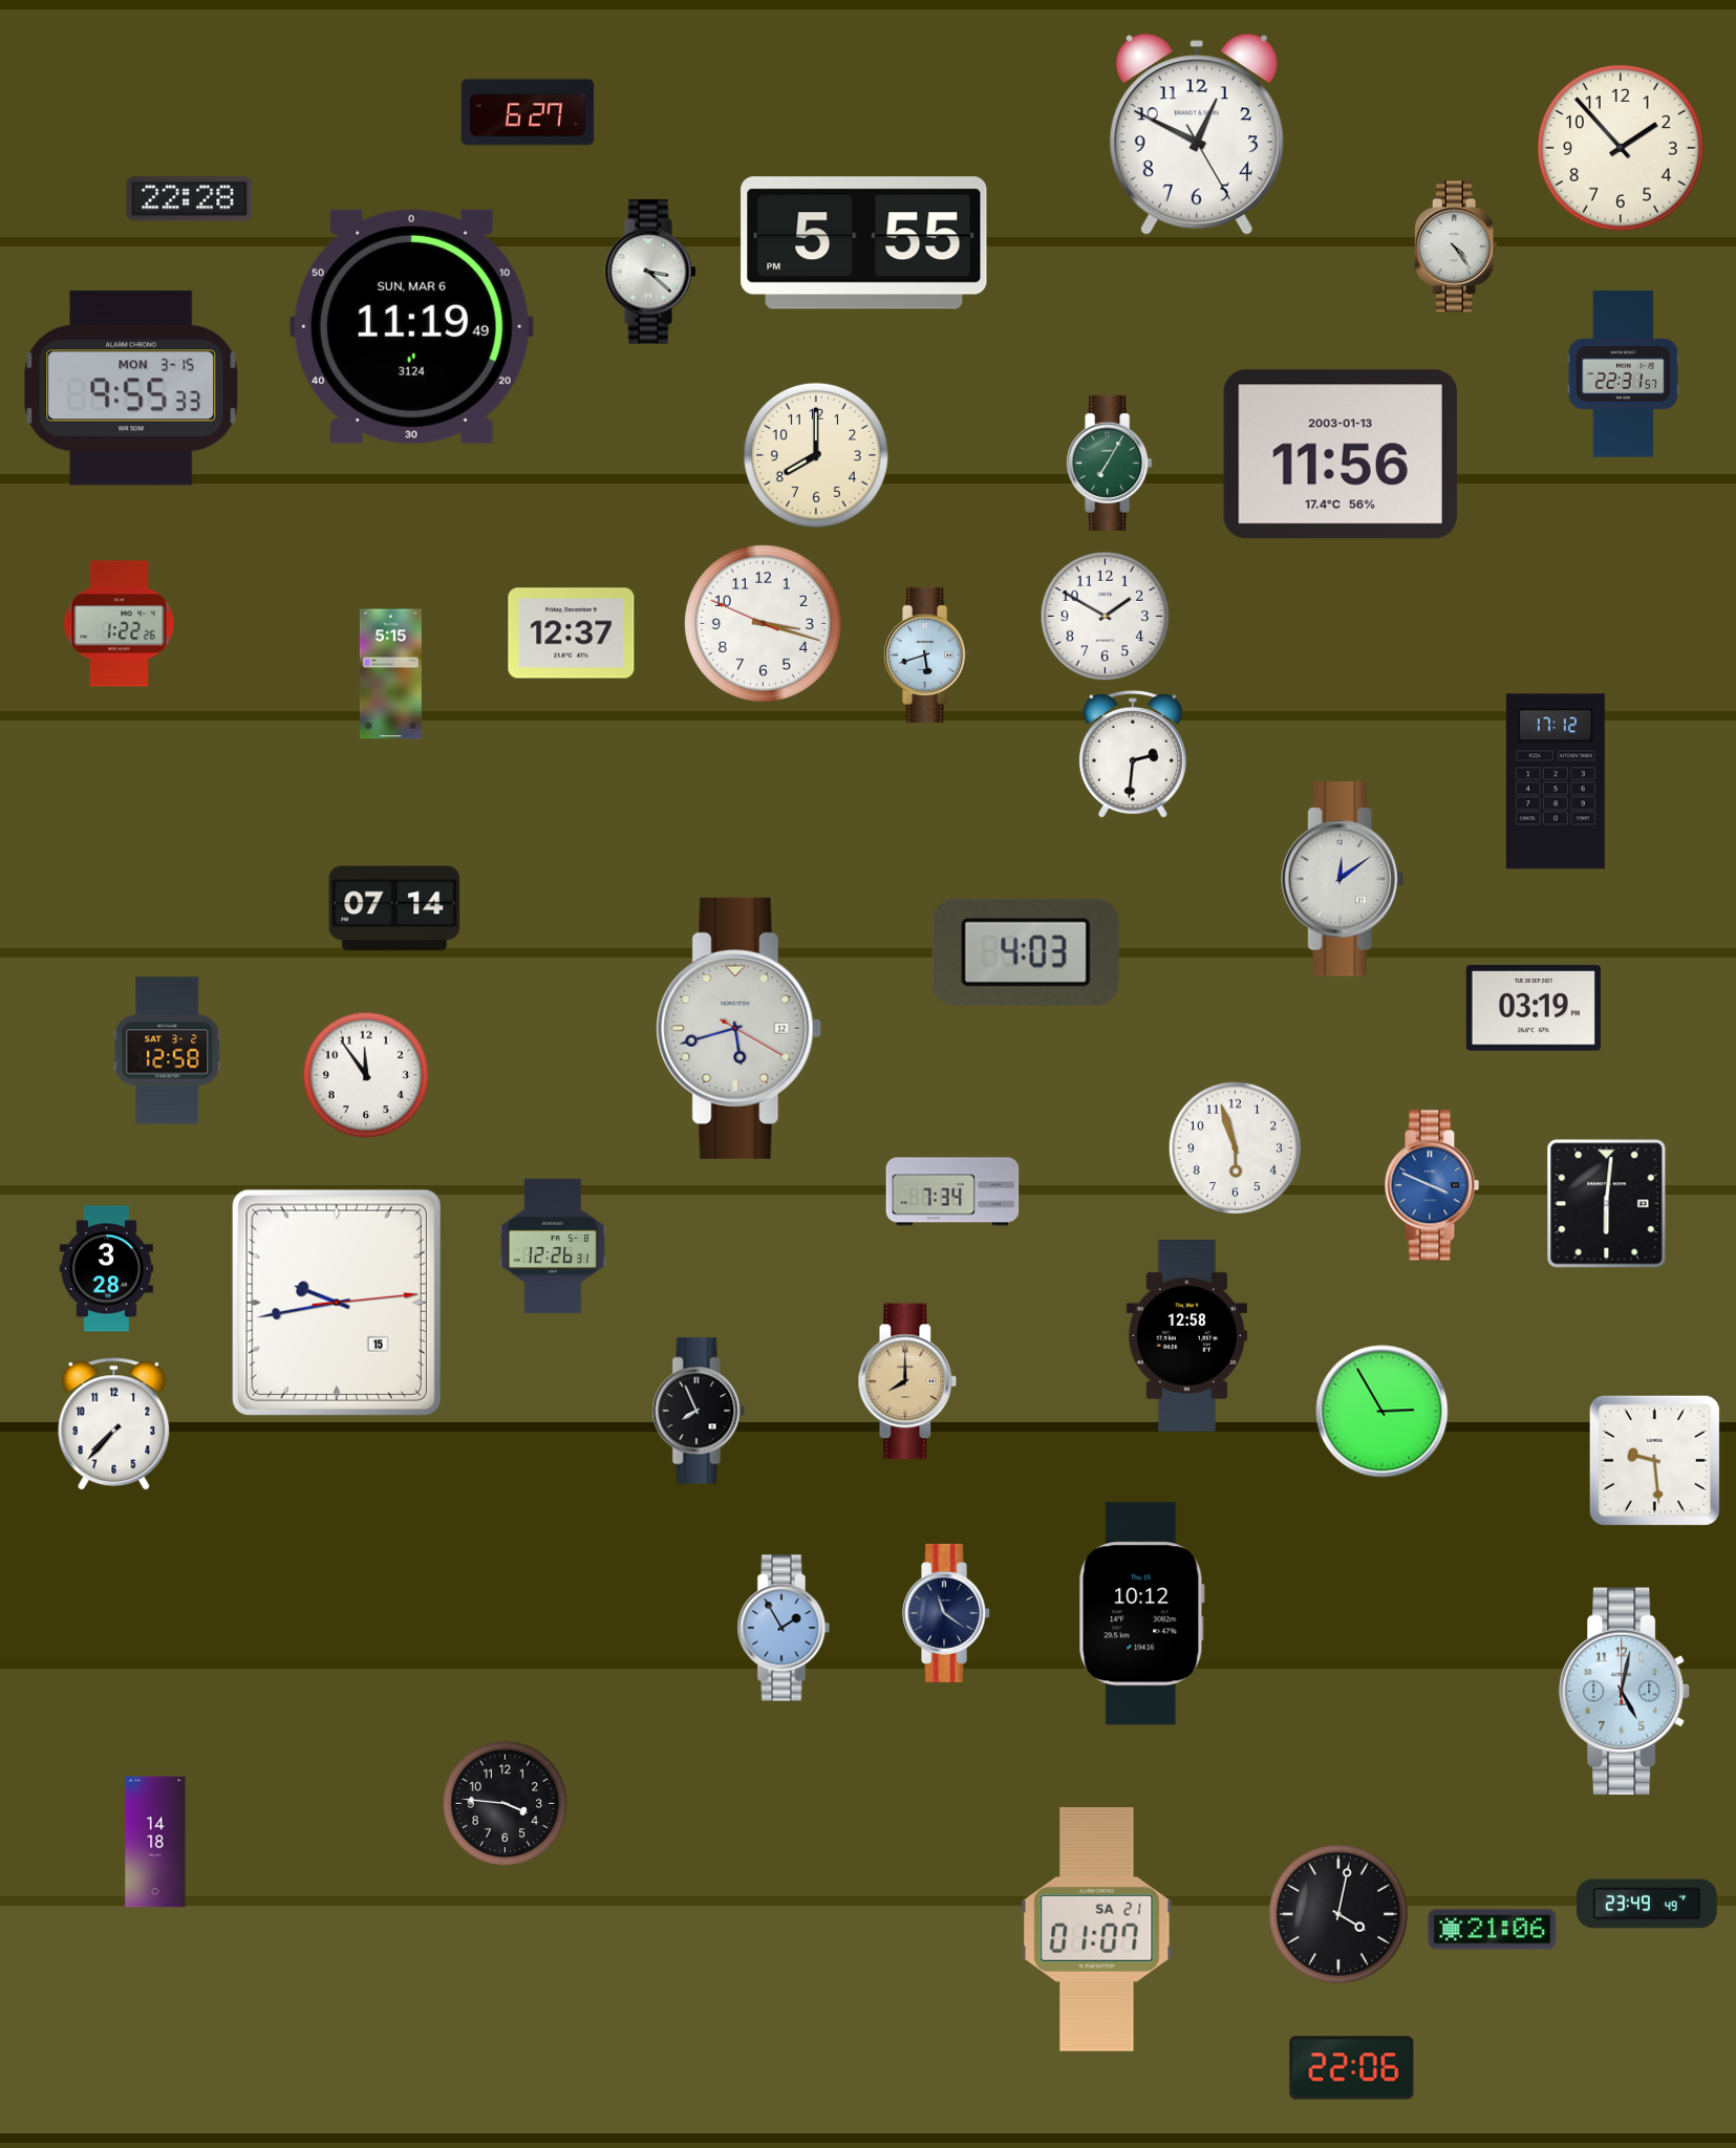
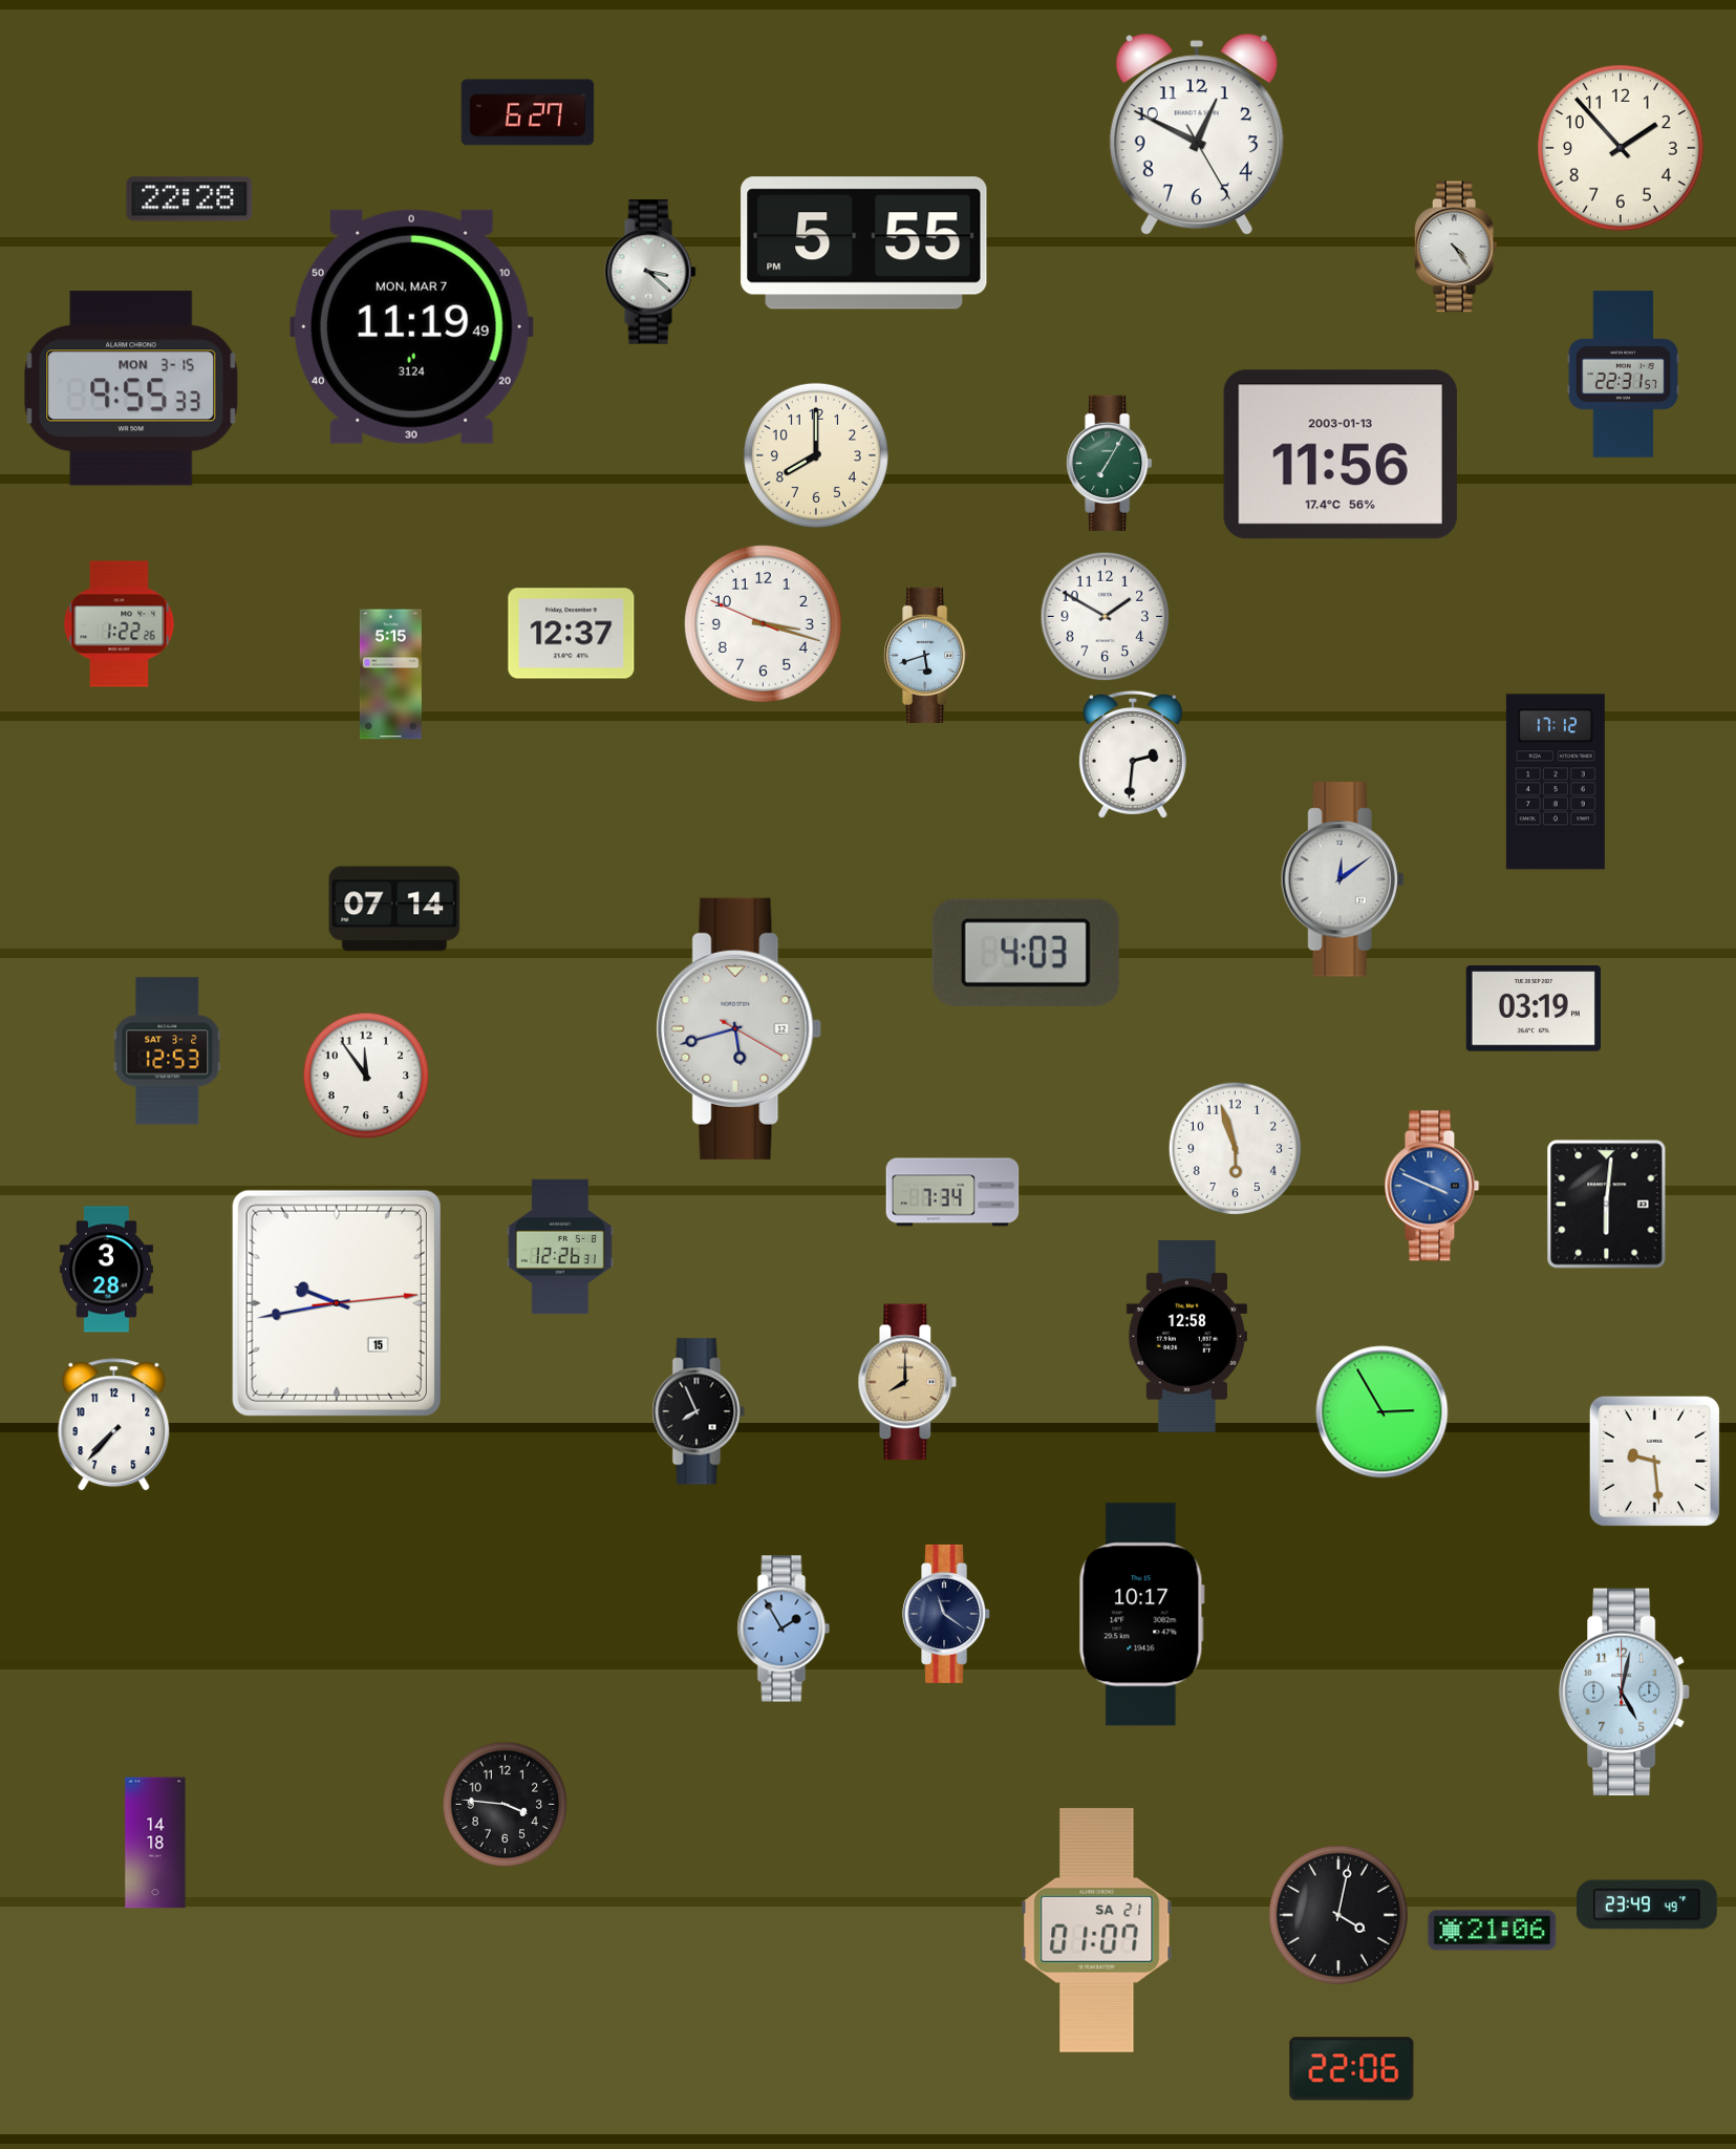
clock at (411, 326) date: SUN, MAR 6 -> MON, MAR 7
clock at (168, 1051): 12:58 -> 12:53
clock at (553, 1246) position: (553, 1246) -> (560, 1247)
clock at (1141, 1614): 10:12 -> 10:17
